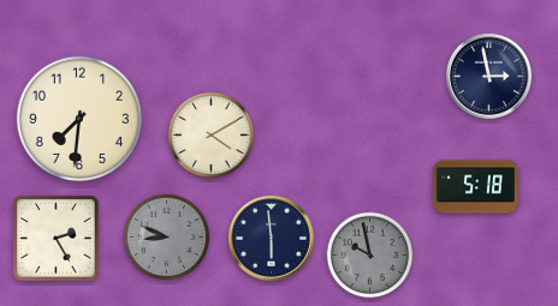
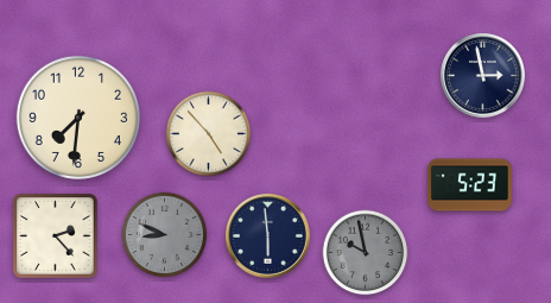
clock at (212, 136): 4:10 -> 4:53
clock at (475, 187): 5:18 -> 5:23
clock at (57, 239): 2:25 -> 2:23
